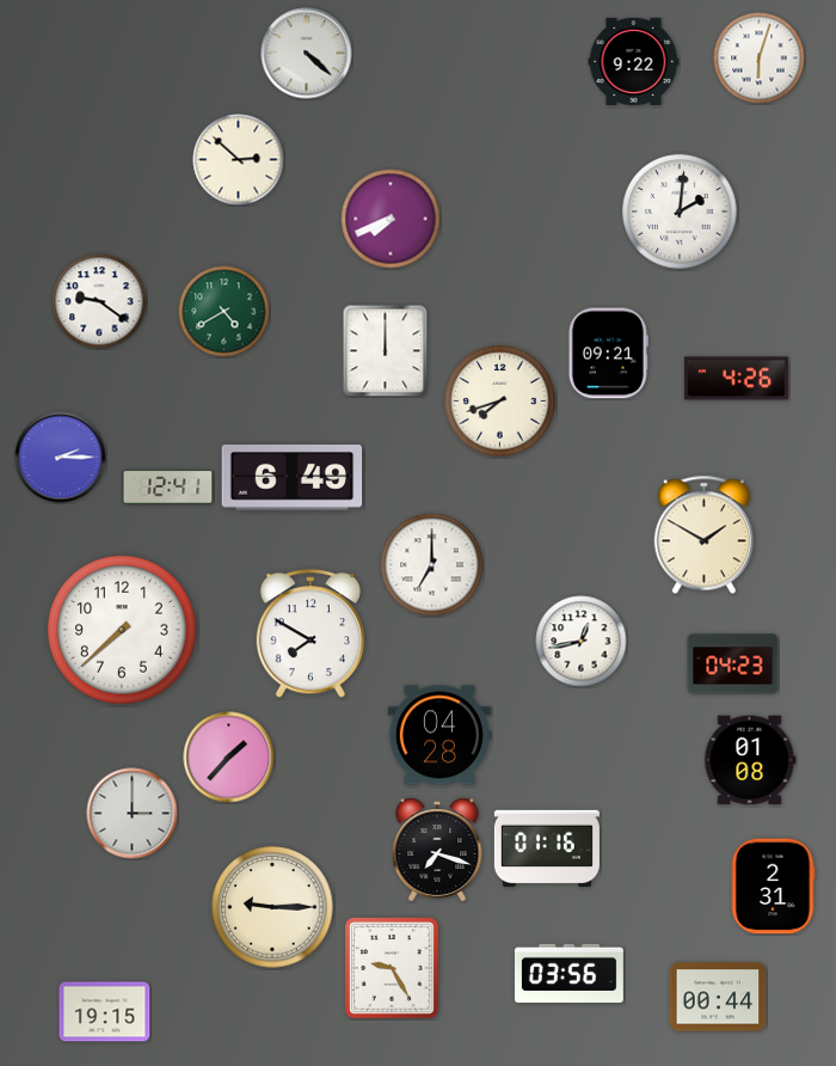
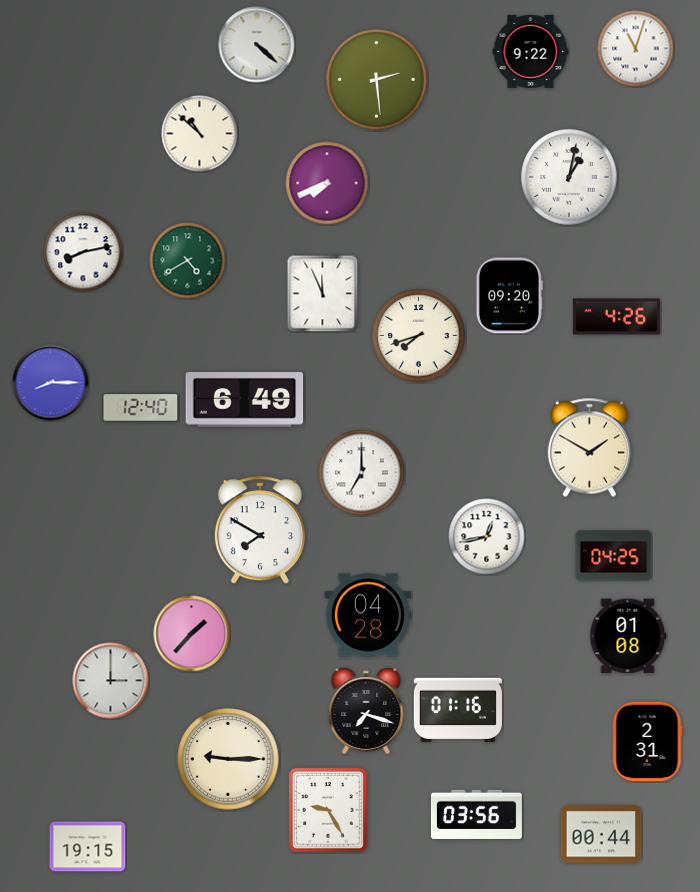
clock at (760, 59): 6:03 -> 11:03
clock at (377, 80): none -> 2:29
clock at (239, 160): 2:52 -> 10:52
clock at (680, 212): 2:01 -> 1:02
clock at (99, 301): 9:21 -> 8:13
clock at (386, 350): 12:00 -> 11:56
clock at (608, 354): 09:21 -> 09:20
clock at (61, 458): 2:15 -> 8:15
clock at (168, 488): 12:41 -> 12:40
clock at (122, 630): 7:38 -> none
clock at (733, 664): 04:23 -> 04:25
